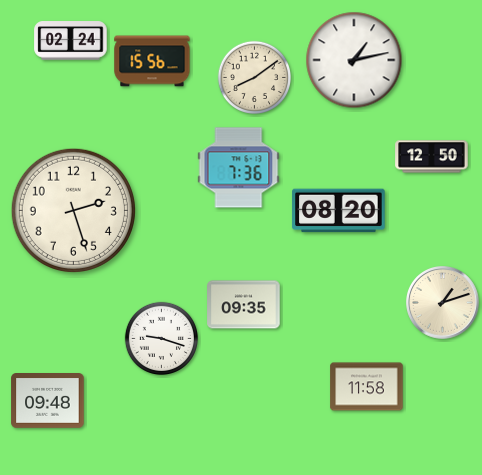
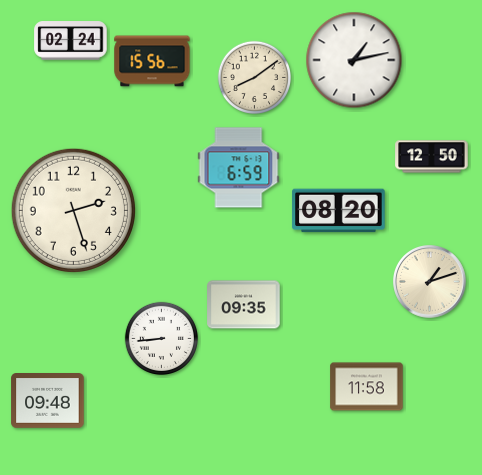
clock at (239, 168): 7:36 -> 6:59
clock at (443, 303) position: (443, 303) -> (430, 282)
clock at (161, 338): 9:18 -> 8:44
